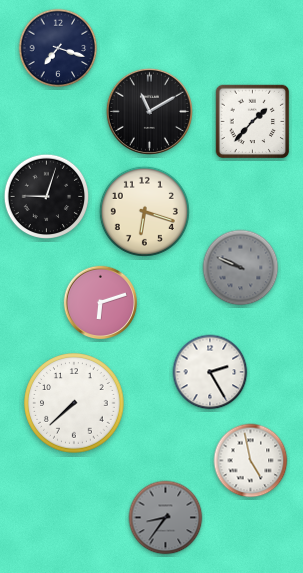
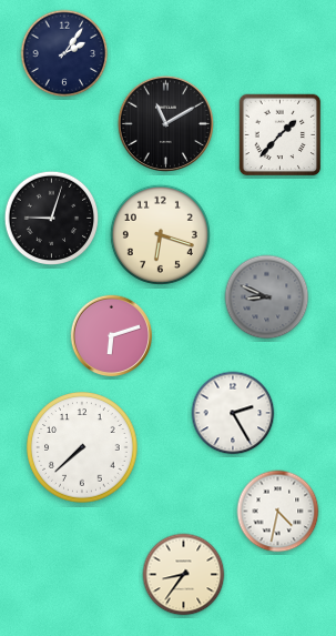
clock at (58, 48): 7:18 -> 2:06
clock at (241, 268): 9:49 -> 8:49
clock at (251, 461): 4:58 -> 4:32
clock at (166, 518) dial: grey -> cream
